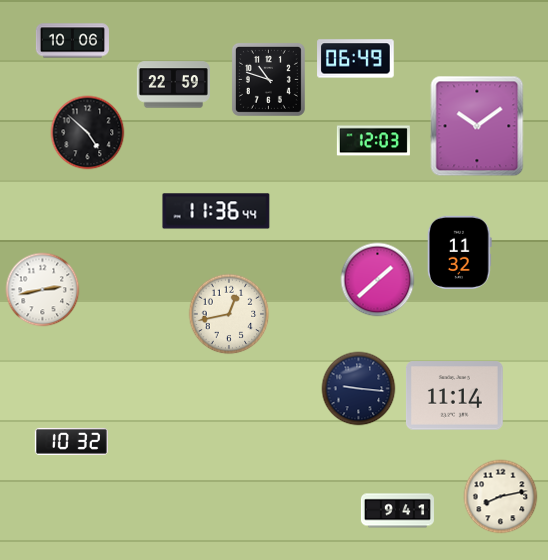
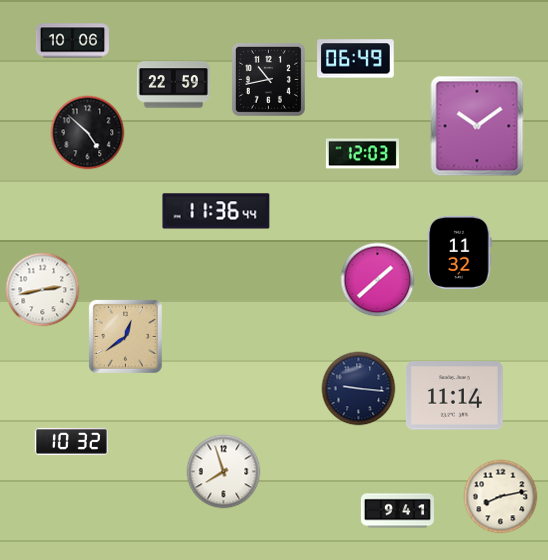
clock at (268, 79): 10:48 -> 10:43
clock at (373, 141) position: (373, 141) -> (362, 154)
clock at (229, 314): 12:43 -> none
clock at (125, 336): none -> 12:39
clock at (224, 472): none -> 7:57
